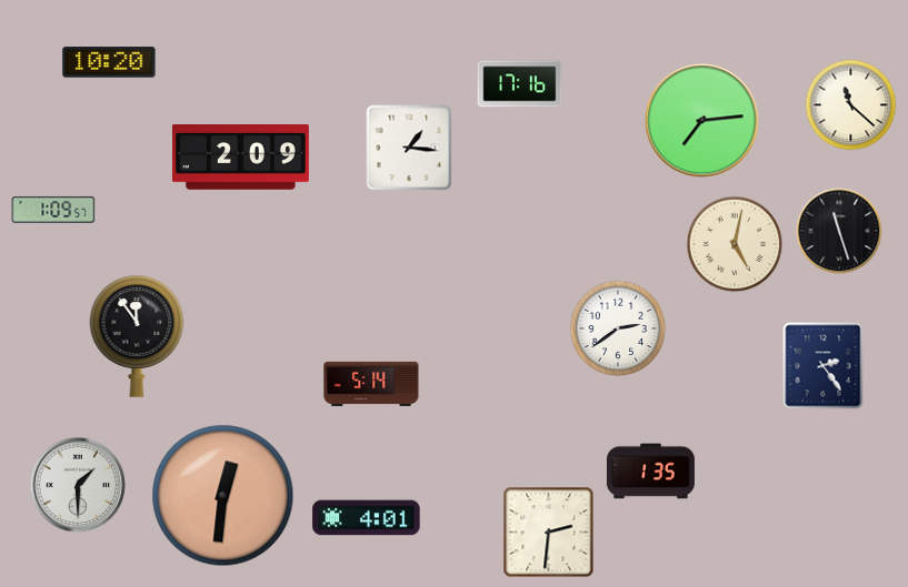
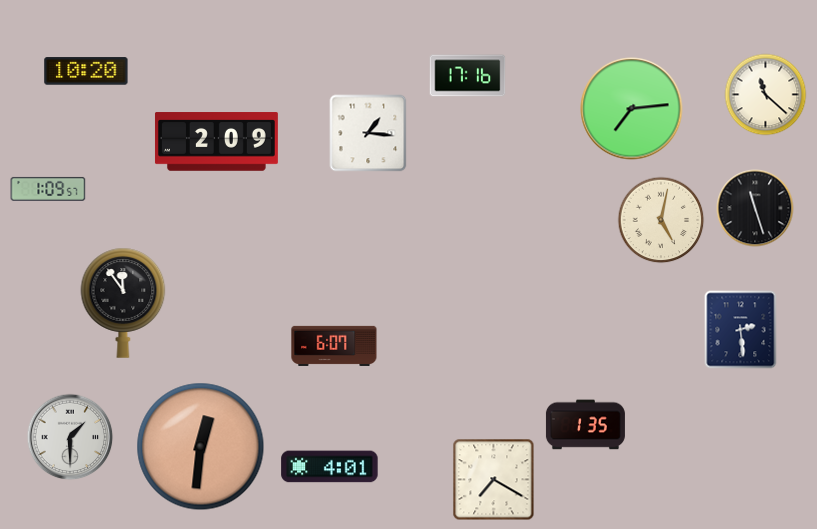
clock at (109, 62) position: (109, 62) -> (86, 71)
clock at (618, 328): 2:39 -> none
clock at (824, 366): 2:24 -> 2:29
clock at (371, 384): 5:14 -> 6:07
clock at (549, 533): 2:31 -> 7:20
